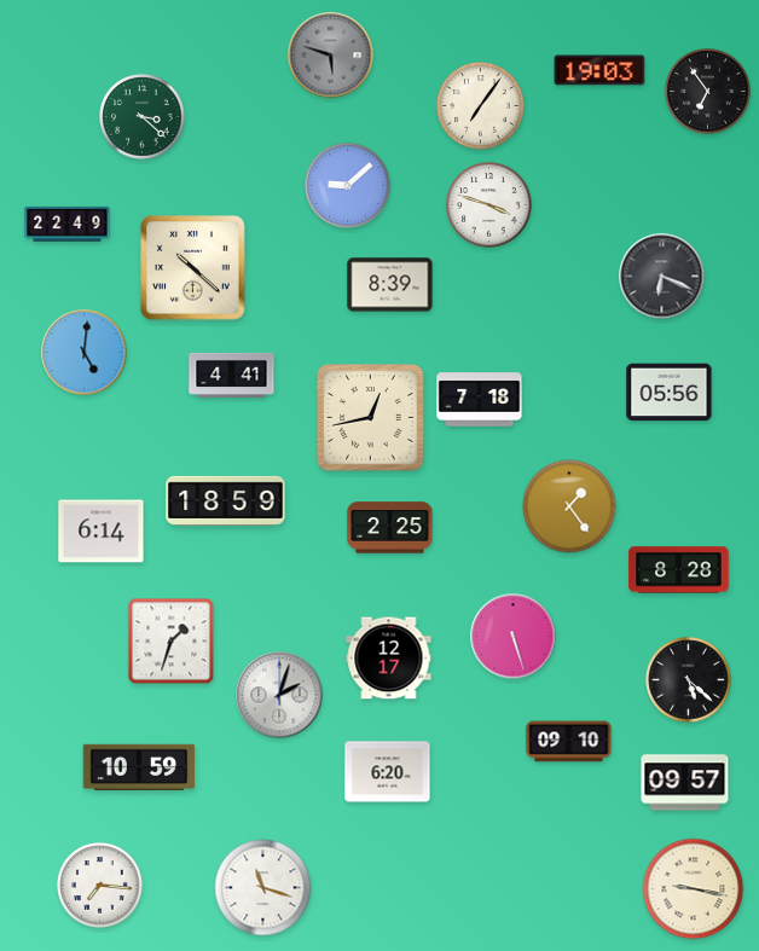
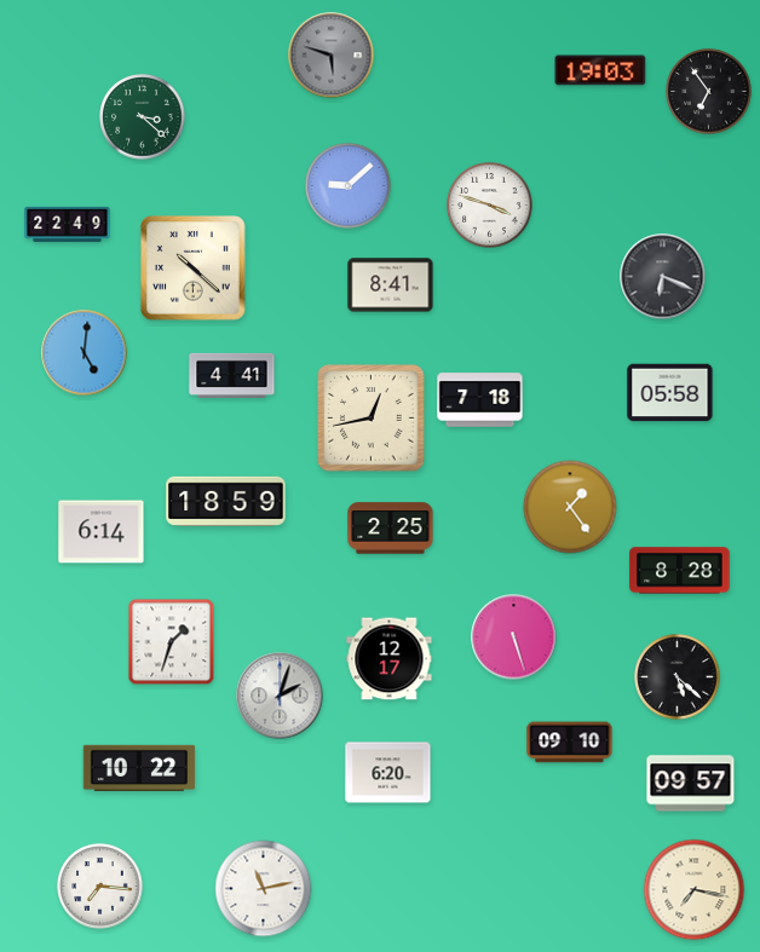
clock at (481, 106): 7:06 -> none
clock at (390, 285): 8:39 -> 8:41
clock at (670, 393): 05:56 -> 05:58
clock at (689, 680) position: (689, 680) -> (678, 677)
clock at (139, 767): 10:59 -> 10:22
clock at (685, 783) position: (685, 783) -> (691, 784)
clock at (263, 888): 11:18 -> 11:13
clock at (694, 889): 9:17 -> 7:17
